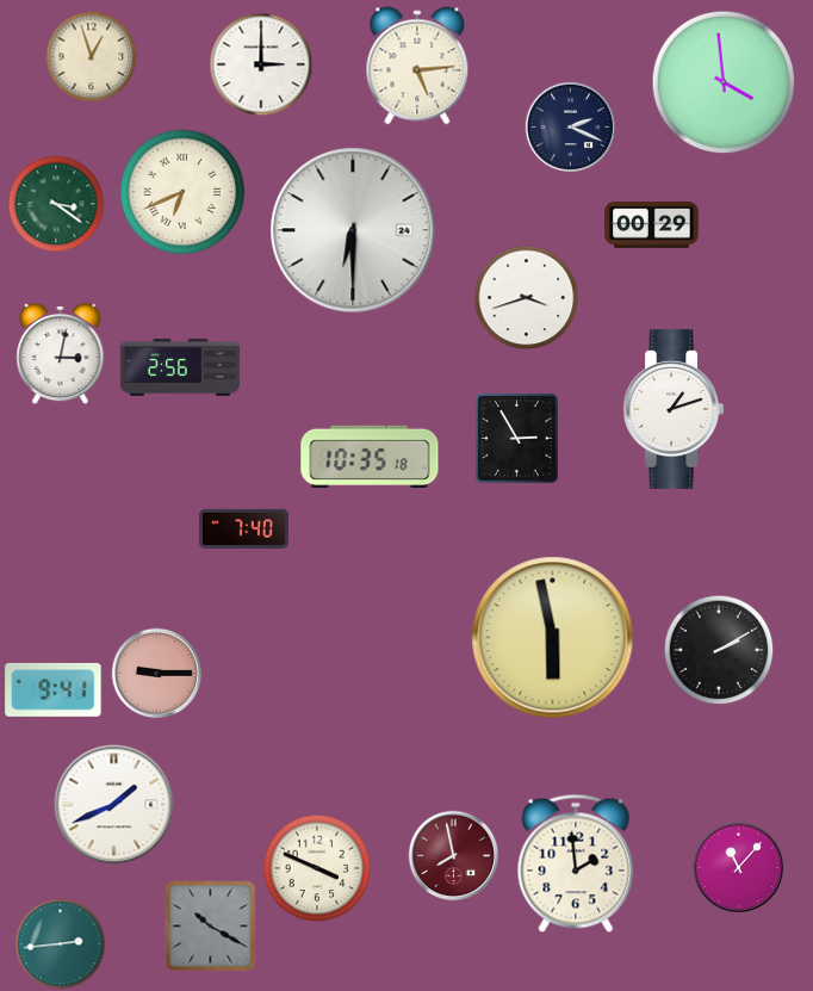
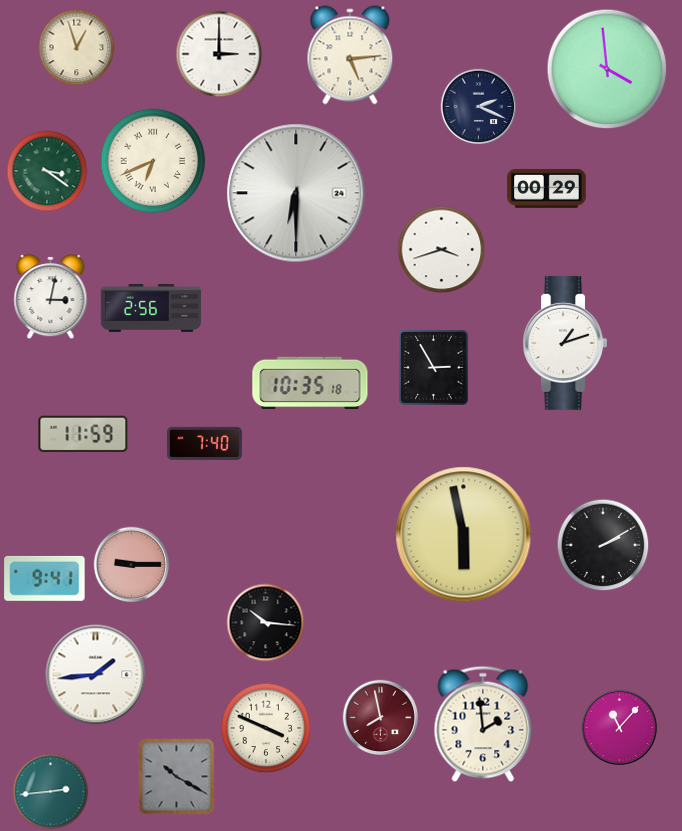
clock at (83, 434): none -> 11:59
clock at (266, 623): none -> 10:16
clock at (114, 805): 1:41 -> 1:44
